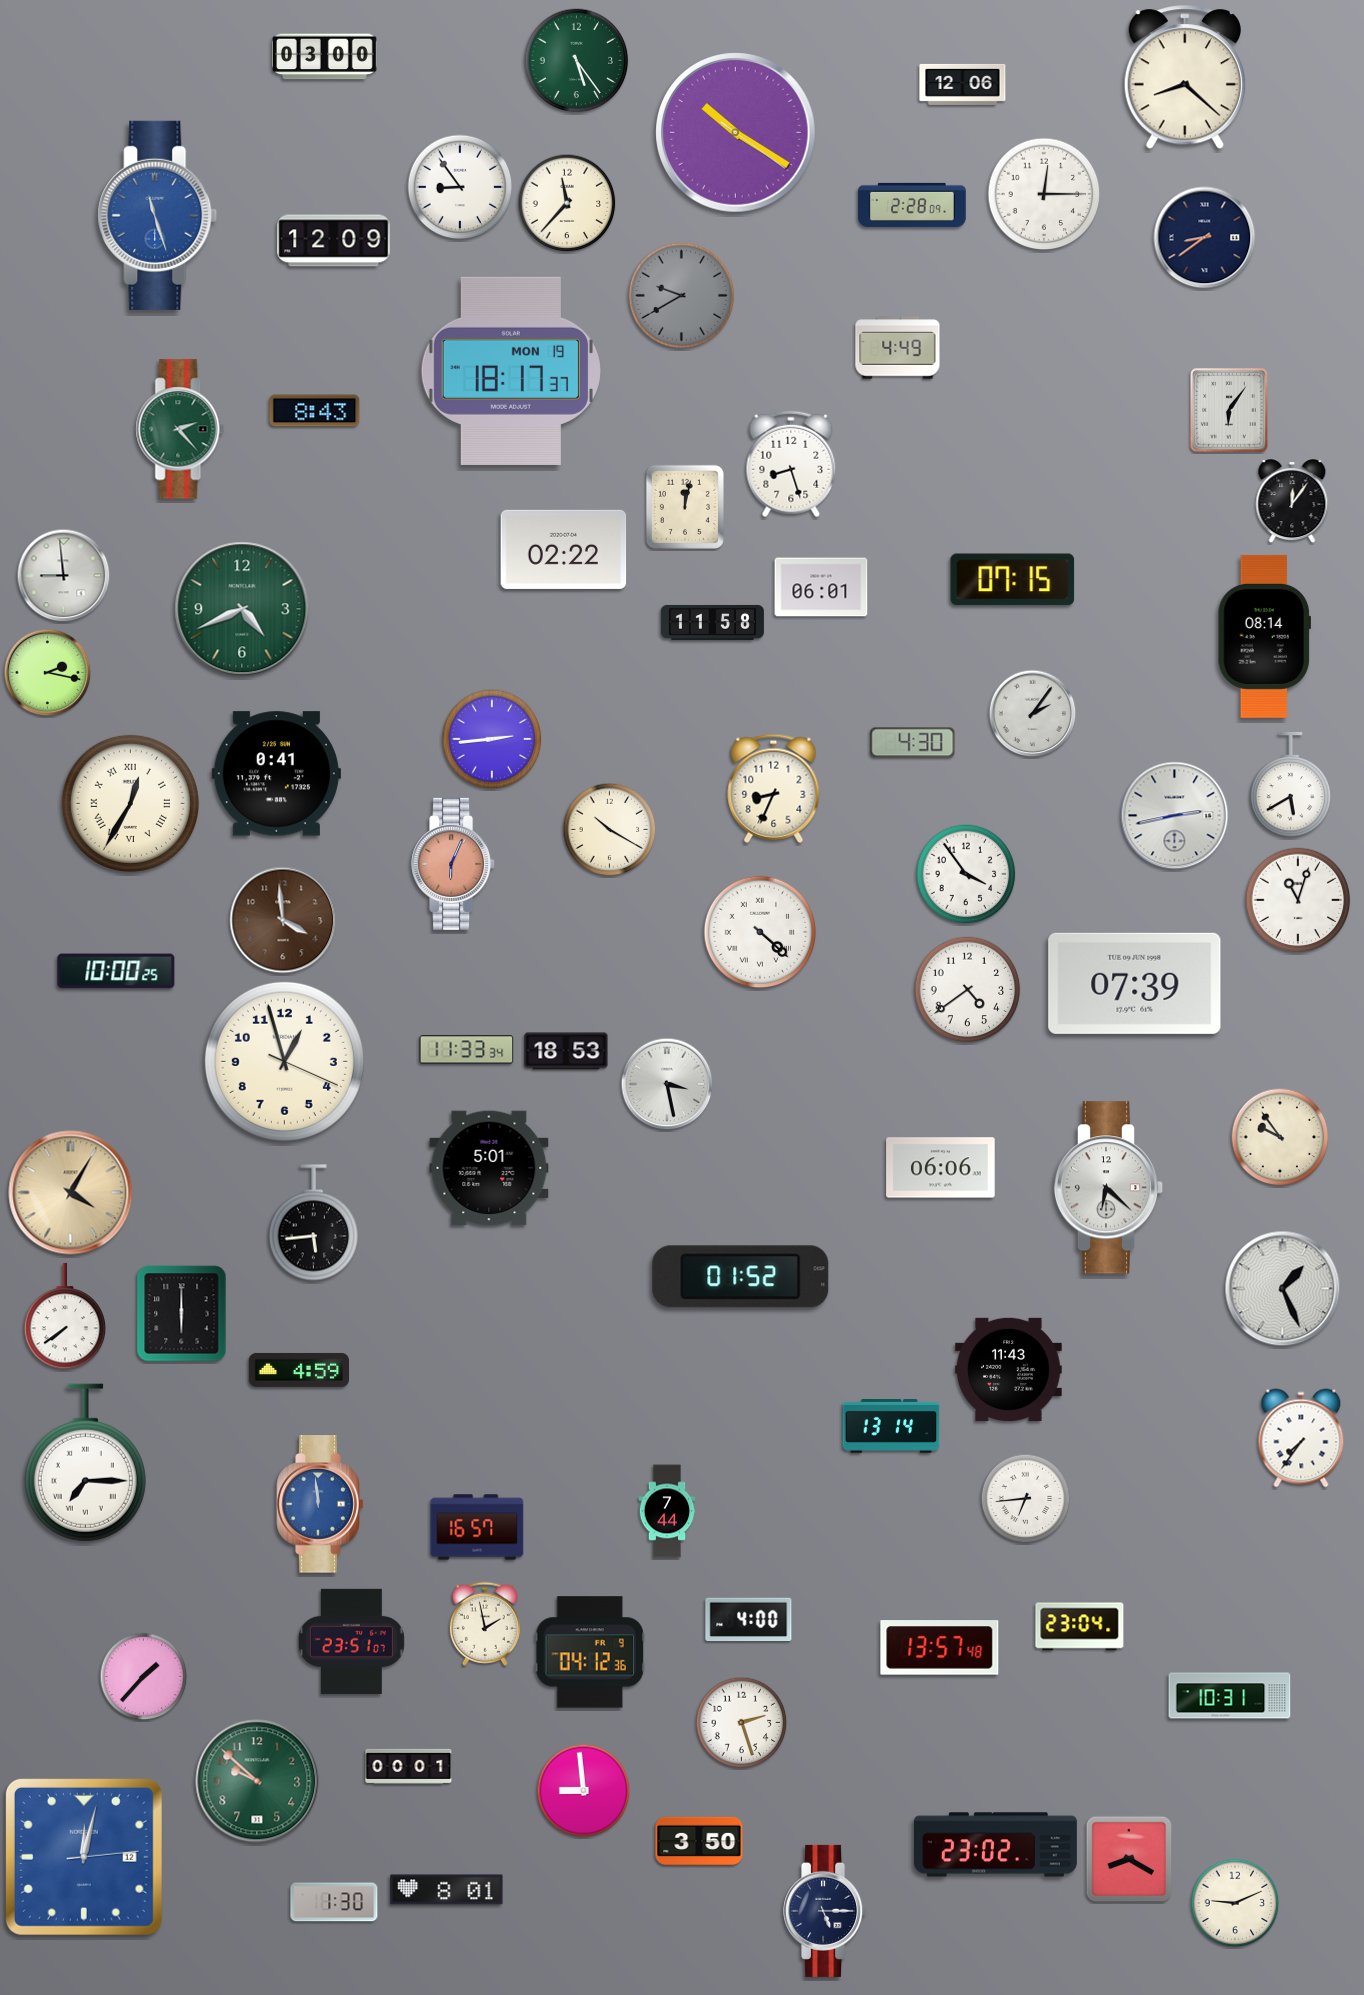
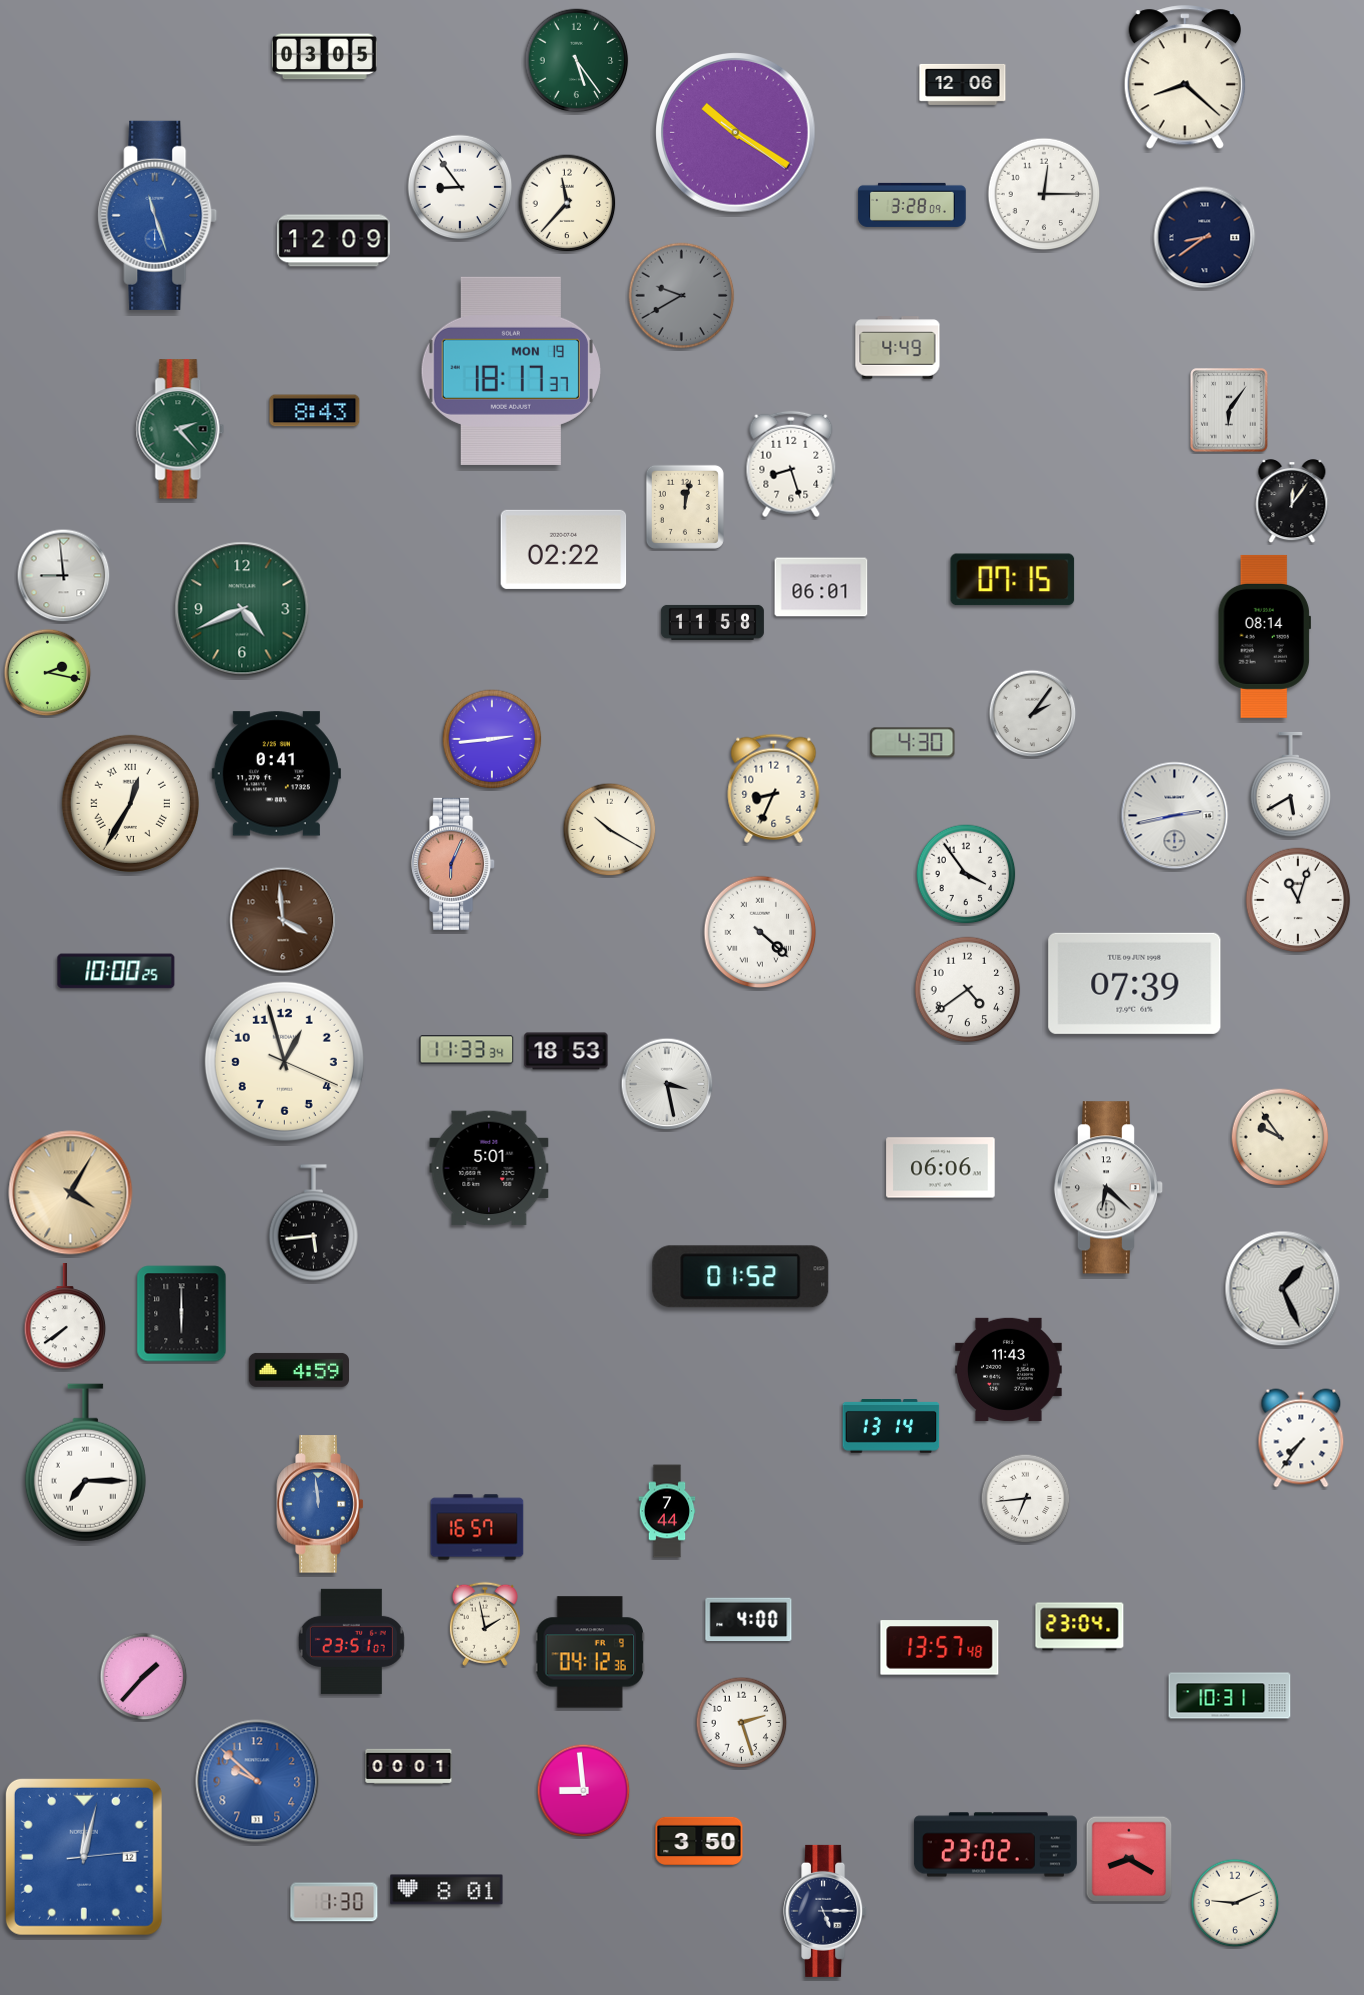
clock at (324, 57): 03:00 -> 03:05
clock at (912, 205): 2:28 -> 3:28
clock at (257, 1781) dial: green -> blue
